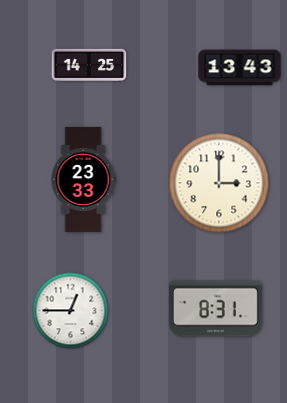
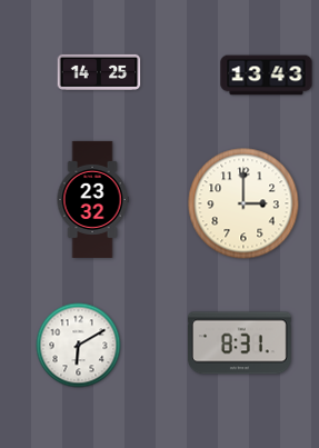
clock at (83, 179): 23:33 -> 23:32
clock at (71, 311): 12:45 -> 6:10
